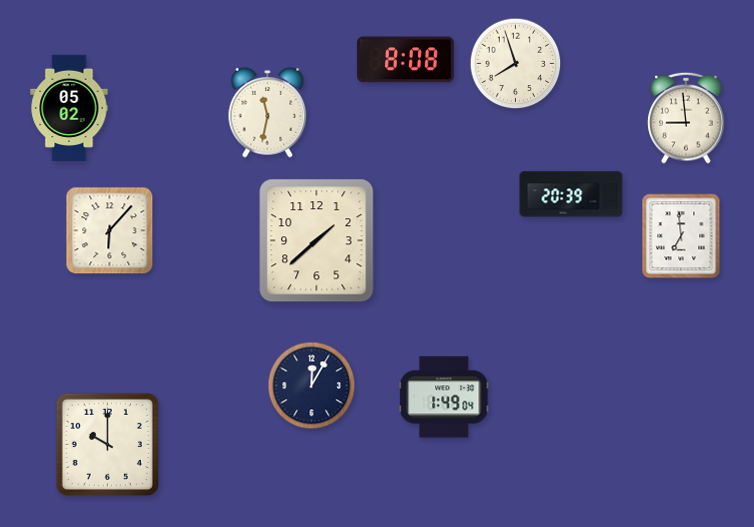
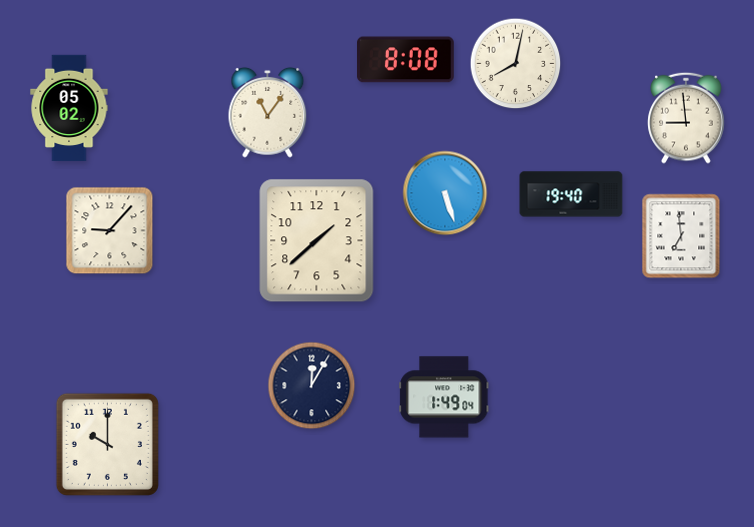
clock at (516, 64): 7:57 -> 8:02
clock at (268, 112): 11:32 -> 11:06
clock at (445, 193): none -> 5:27
clock at (571, 194): 20:39 -> 19:40
clock at (110, 231): 6:07 -> 9:07
